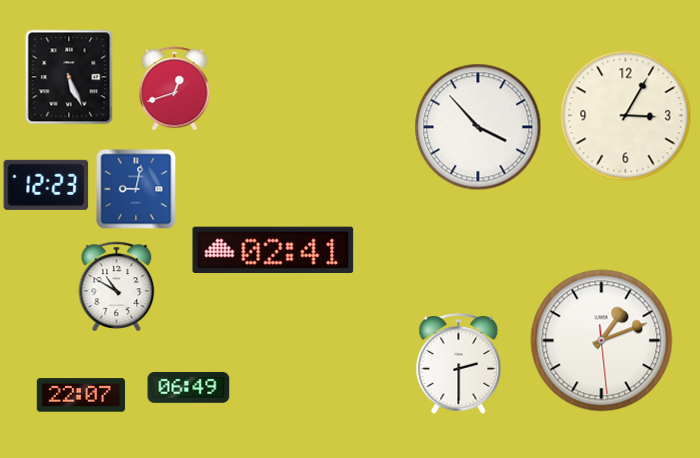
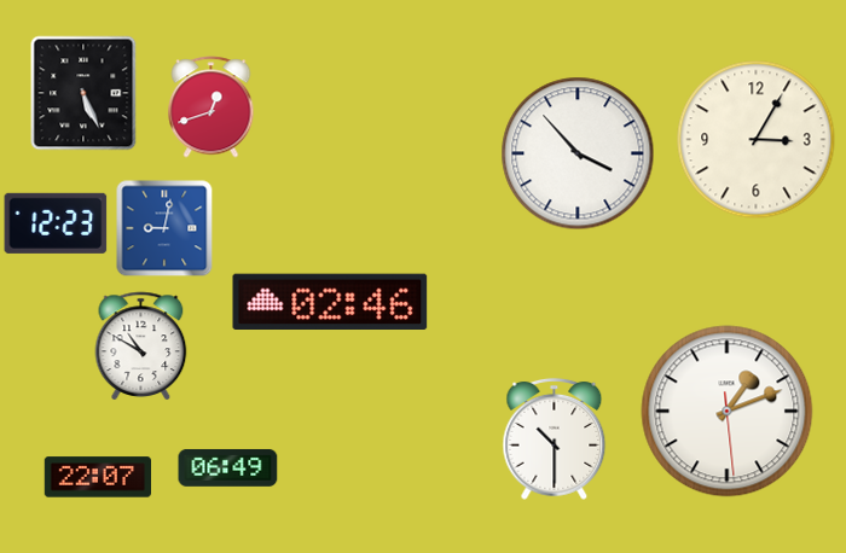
clock at (273, 249): 02:41 -> 02:46
clock at (459, 363): 2:30 -> 10:30
